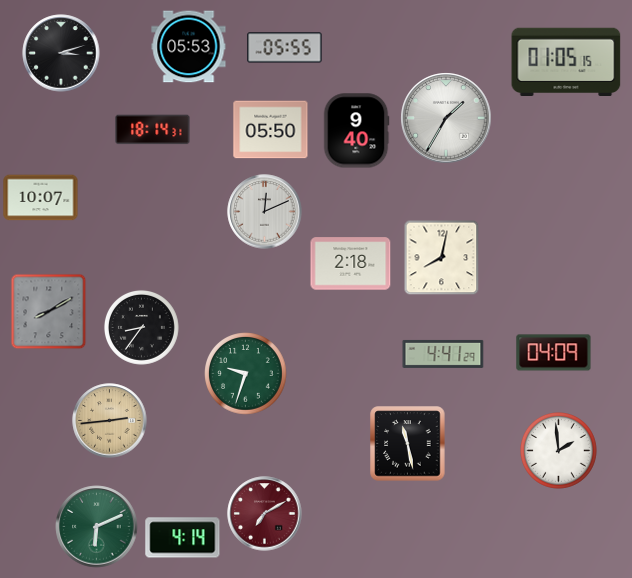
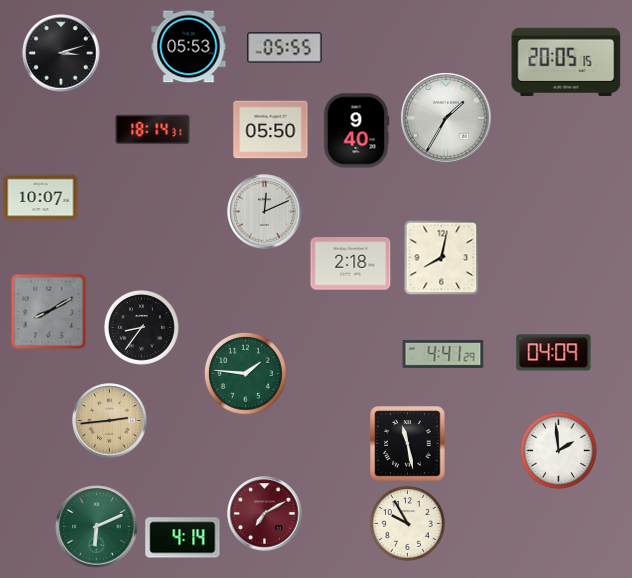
clock at (566, 61): 01:05 -> 20:05
clock at (246, 374): 9:33 -> 1:46
clock at (407, 523): none -> 9:55
